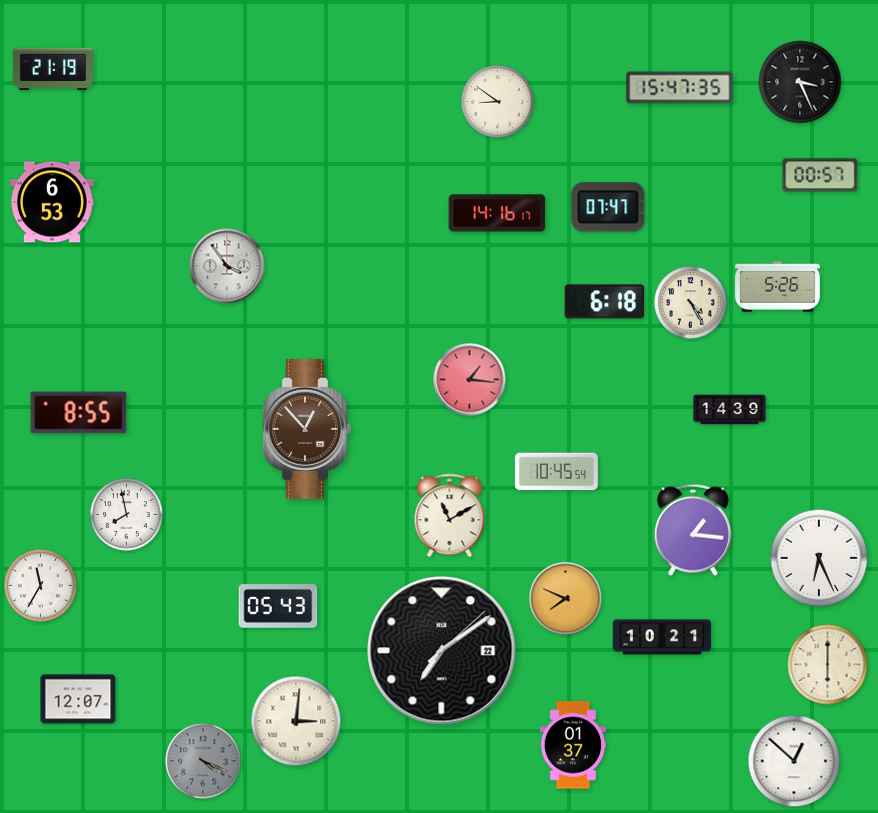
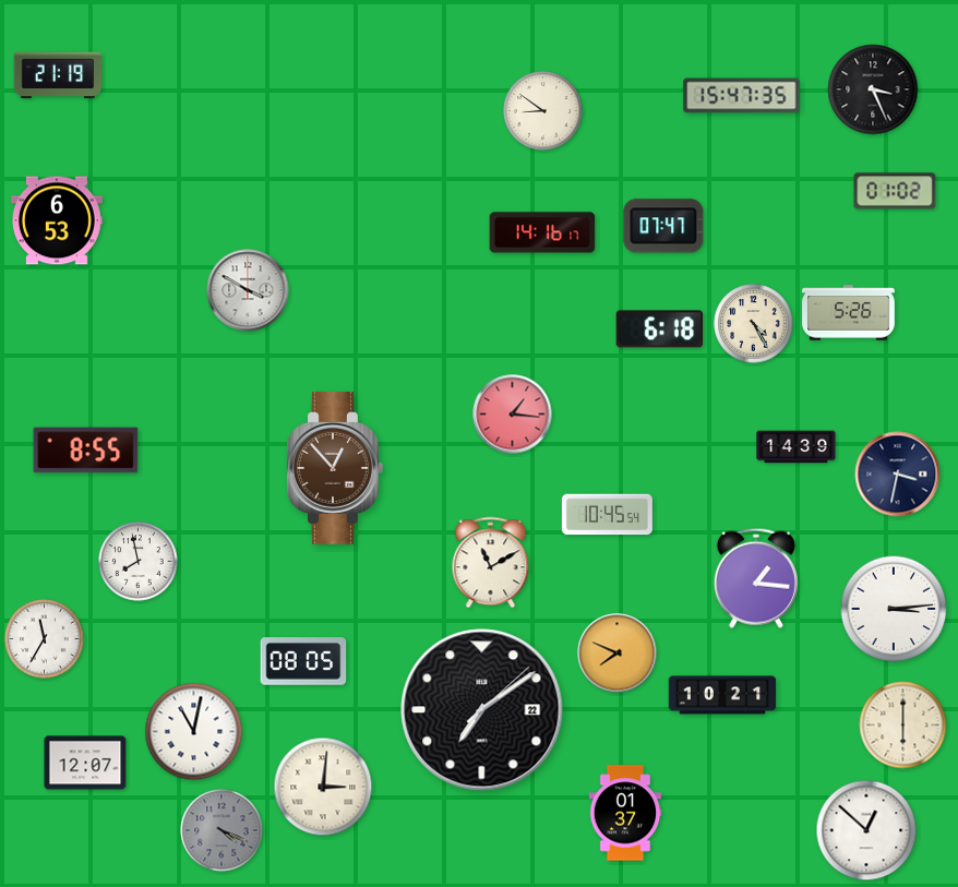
clock at (820, 175): 00:57 -> 01:02
clock at (227, 266): 3:54 -> 3:50
clock at (691, 303) position: (691, 303) -> (754, 324)
clock at (898, 475): none -> 3:32
clock at (819, 558): 6:26 -> 3:14
clock at (278, 606): 05:43 -> 08:05
clock at (194, 732): none -> 11:02
